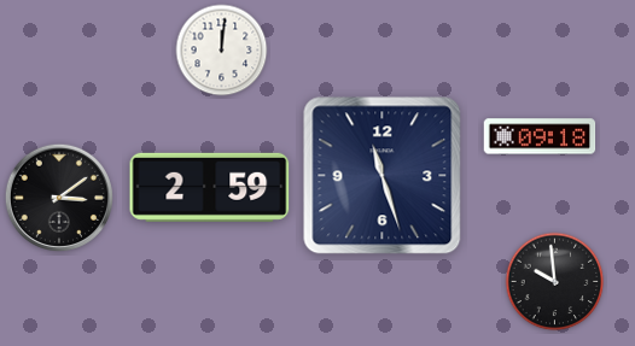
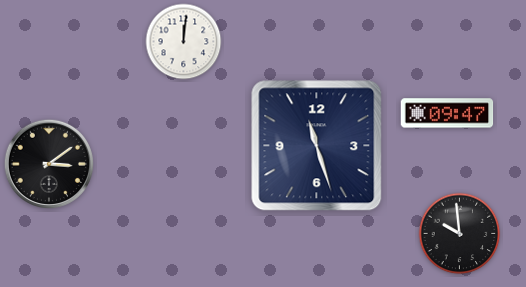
clock at (540, 136): 09:18 -> 09:47
clock at (210, 187): 2:59 -> none
